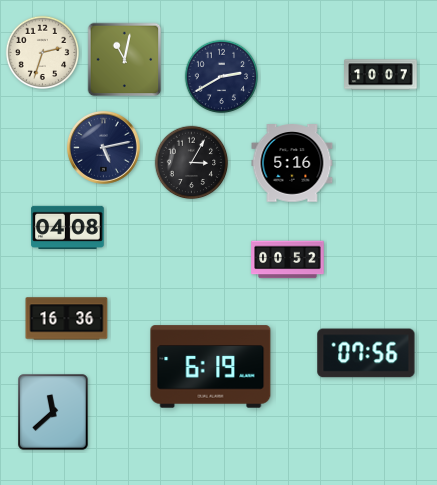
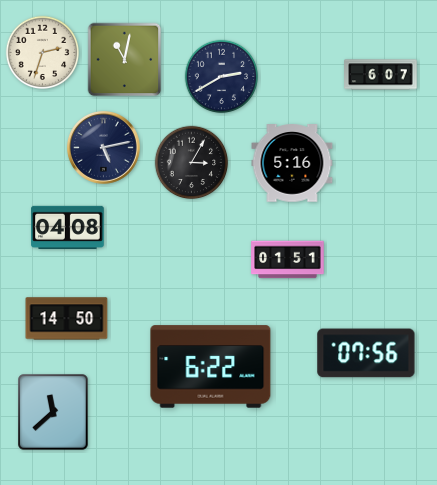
clock at (381, 75): 10:07 -> 6:07
clock at (288, 260): 00:52 -> 01:51
clock at (67, 319): 16:36 -> 14:50
clock at (211, 367): 6:19 -> 6:22
